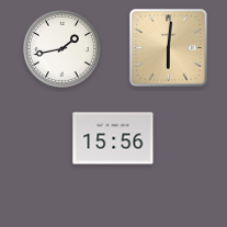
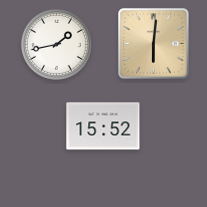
clock at (113, 138): 15:56 -> 15:52
